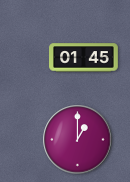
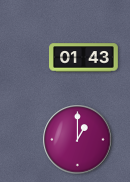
clock at (84, 58): 01:45 -> 01:43
